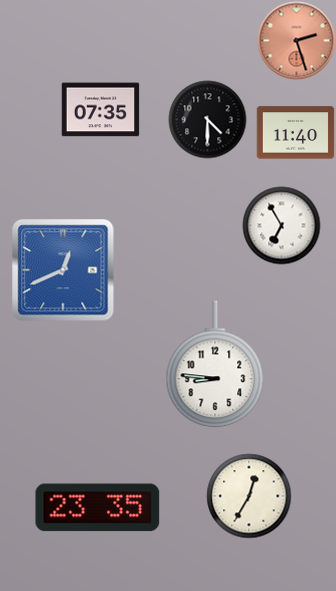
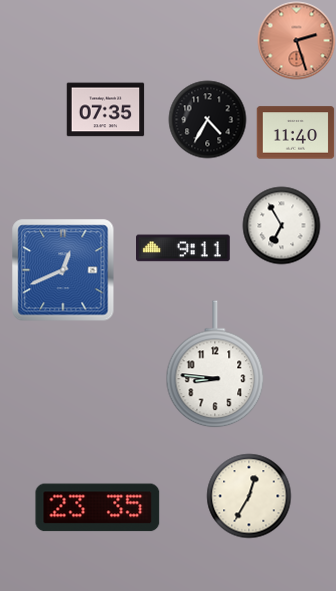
clock at (100, 110) position: (100, 110) -> (105, 110)
clock at (207, 119): 4:30 -> 4:35
clock at (184, 248): none -> 9:11
